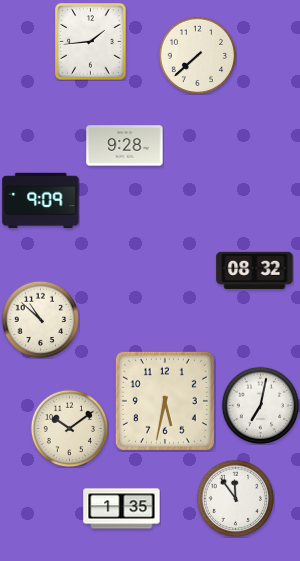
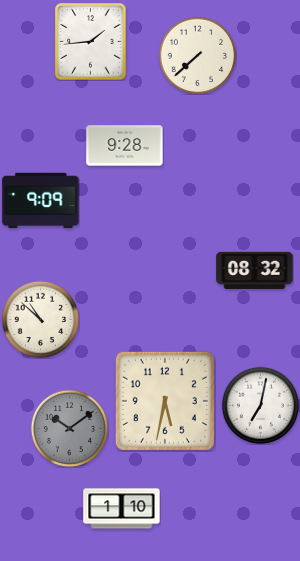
clock at (69, 428) dial: cream -> grey
clock at (235, 498): 11:54 -> none
clock at (122, 509): 1:35 -> 1:10
